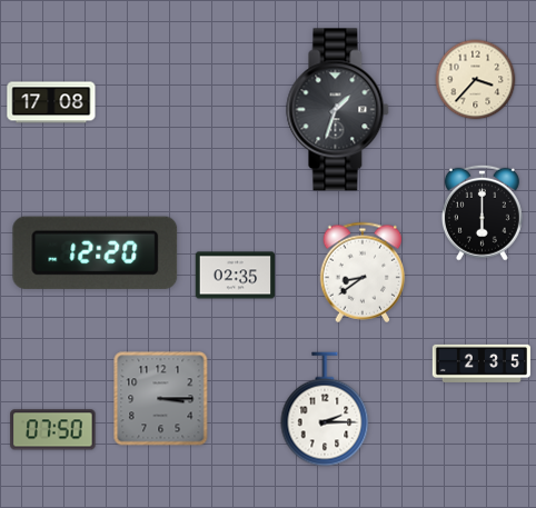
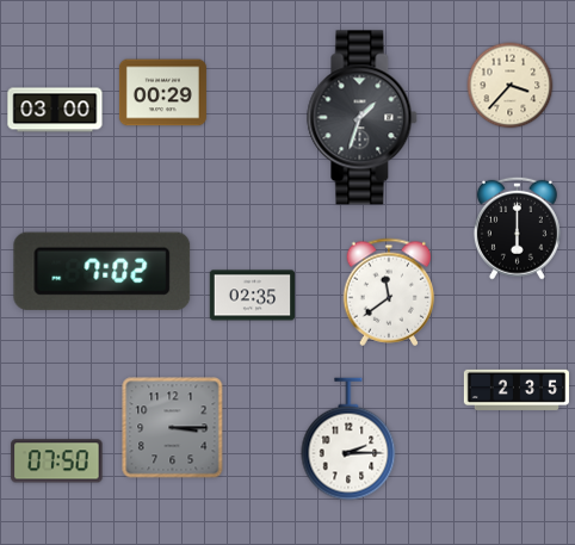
clock at (162, 93): none -> 00:29
clock at (51, 102): 17:08 -> 03:00
clock at (96, 252): 12:20 -> 7:02
clock at (363, 272): 8:39 -> 11:39
